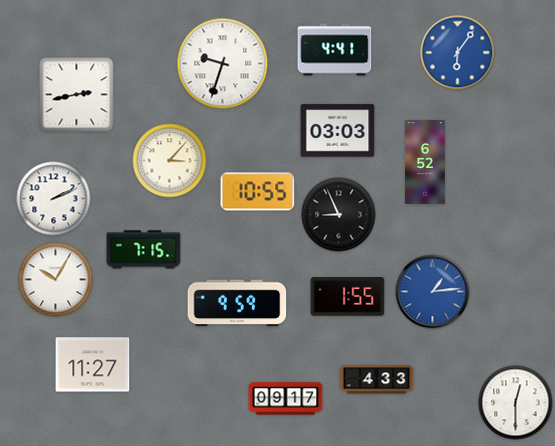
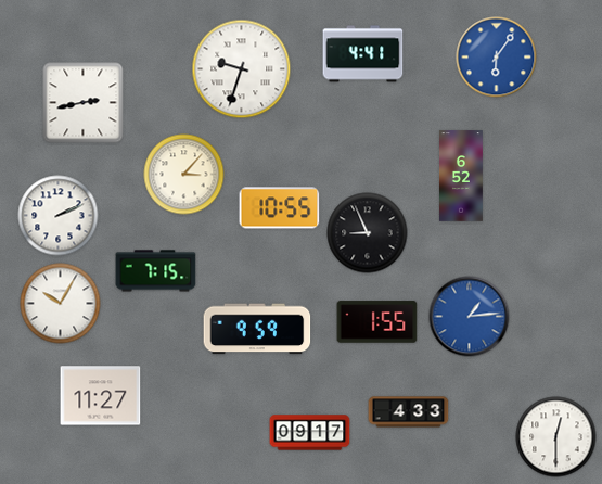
clock at (338, 131): 03:03 -> none
clock at (516, 403) position: (516, 403) -> (556, 437)
